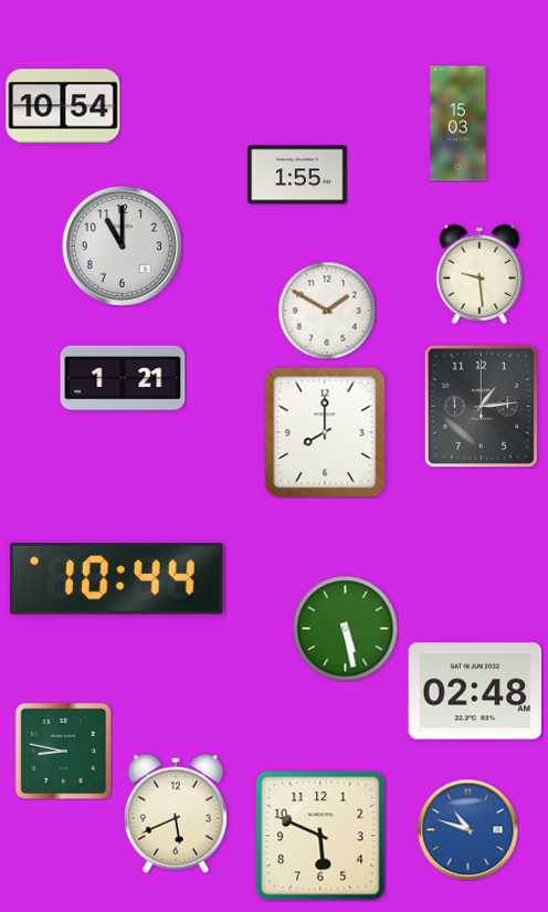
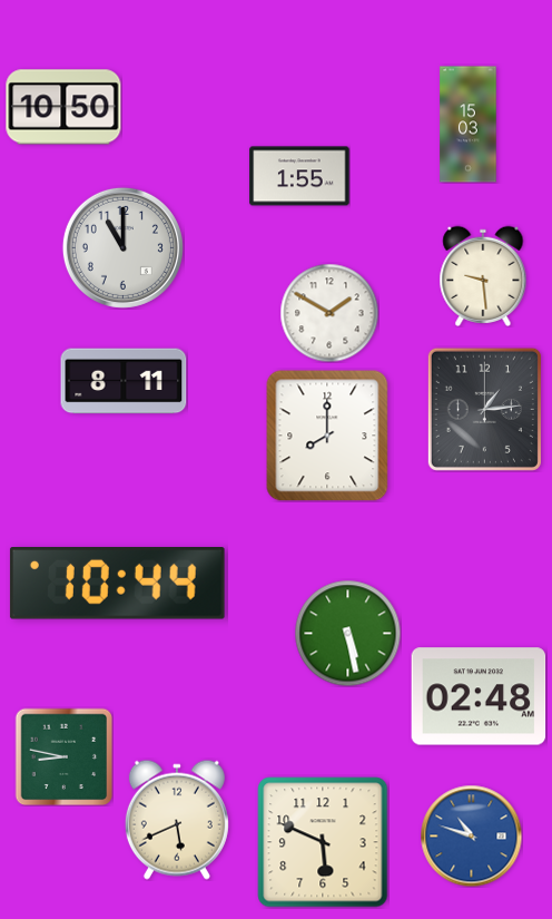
clock at (63, 106): 10:54 -> 10:50
clock at (459, 124) position: (459, 124) -> (469, 125)
clock at (123, 378): 1:21 -> 8:11
